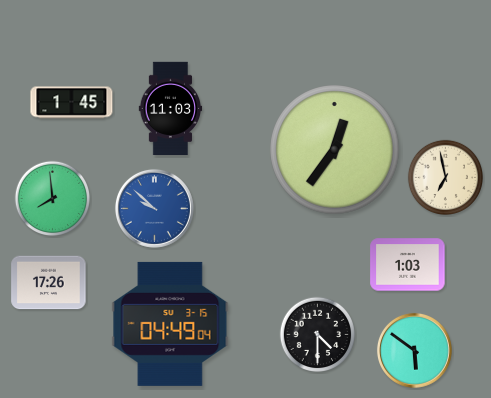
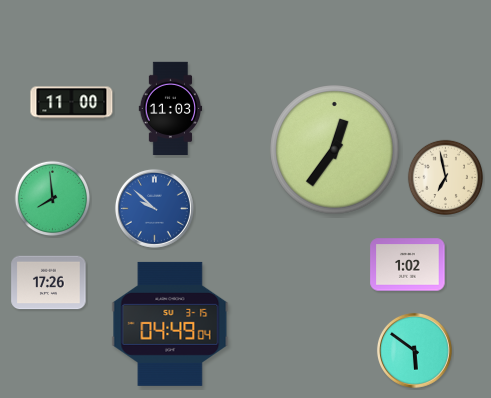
clock at (72, 103): 1:45 -> 11:00
clock at (408, 265): 1:03 -> 1:02
clock at (318, 335): 4:30 -> none
